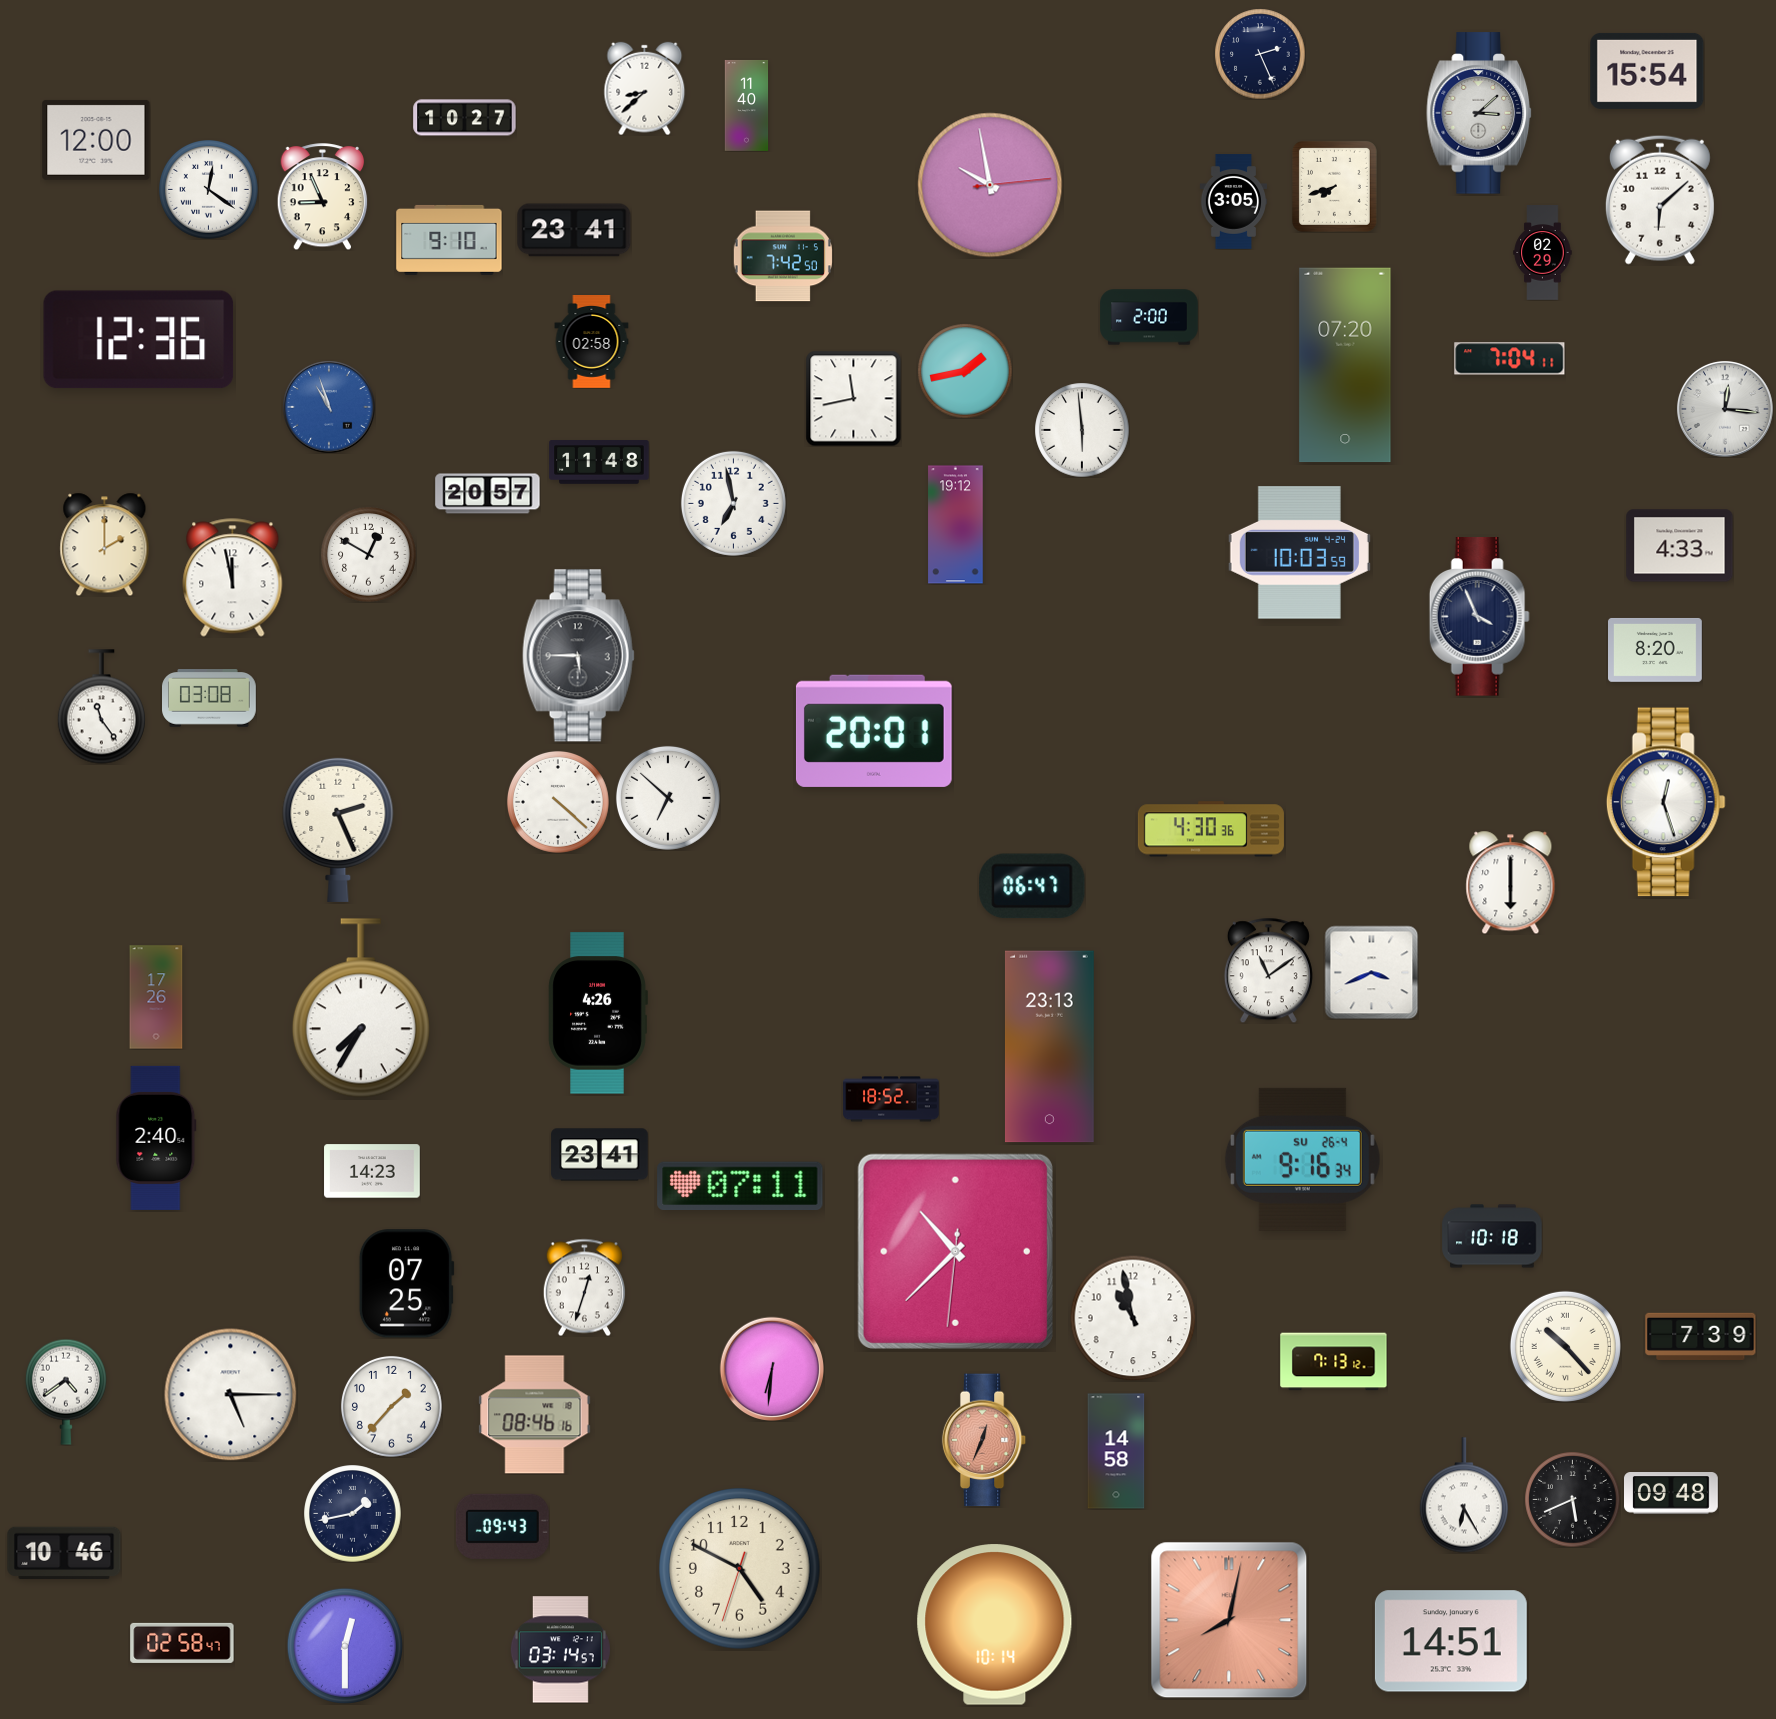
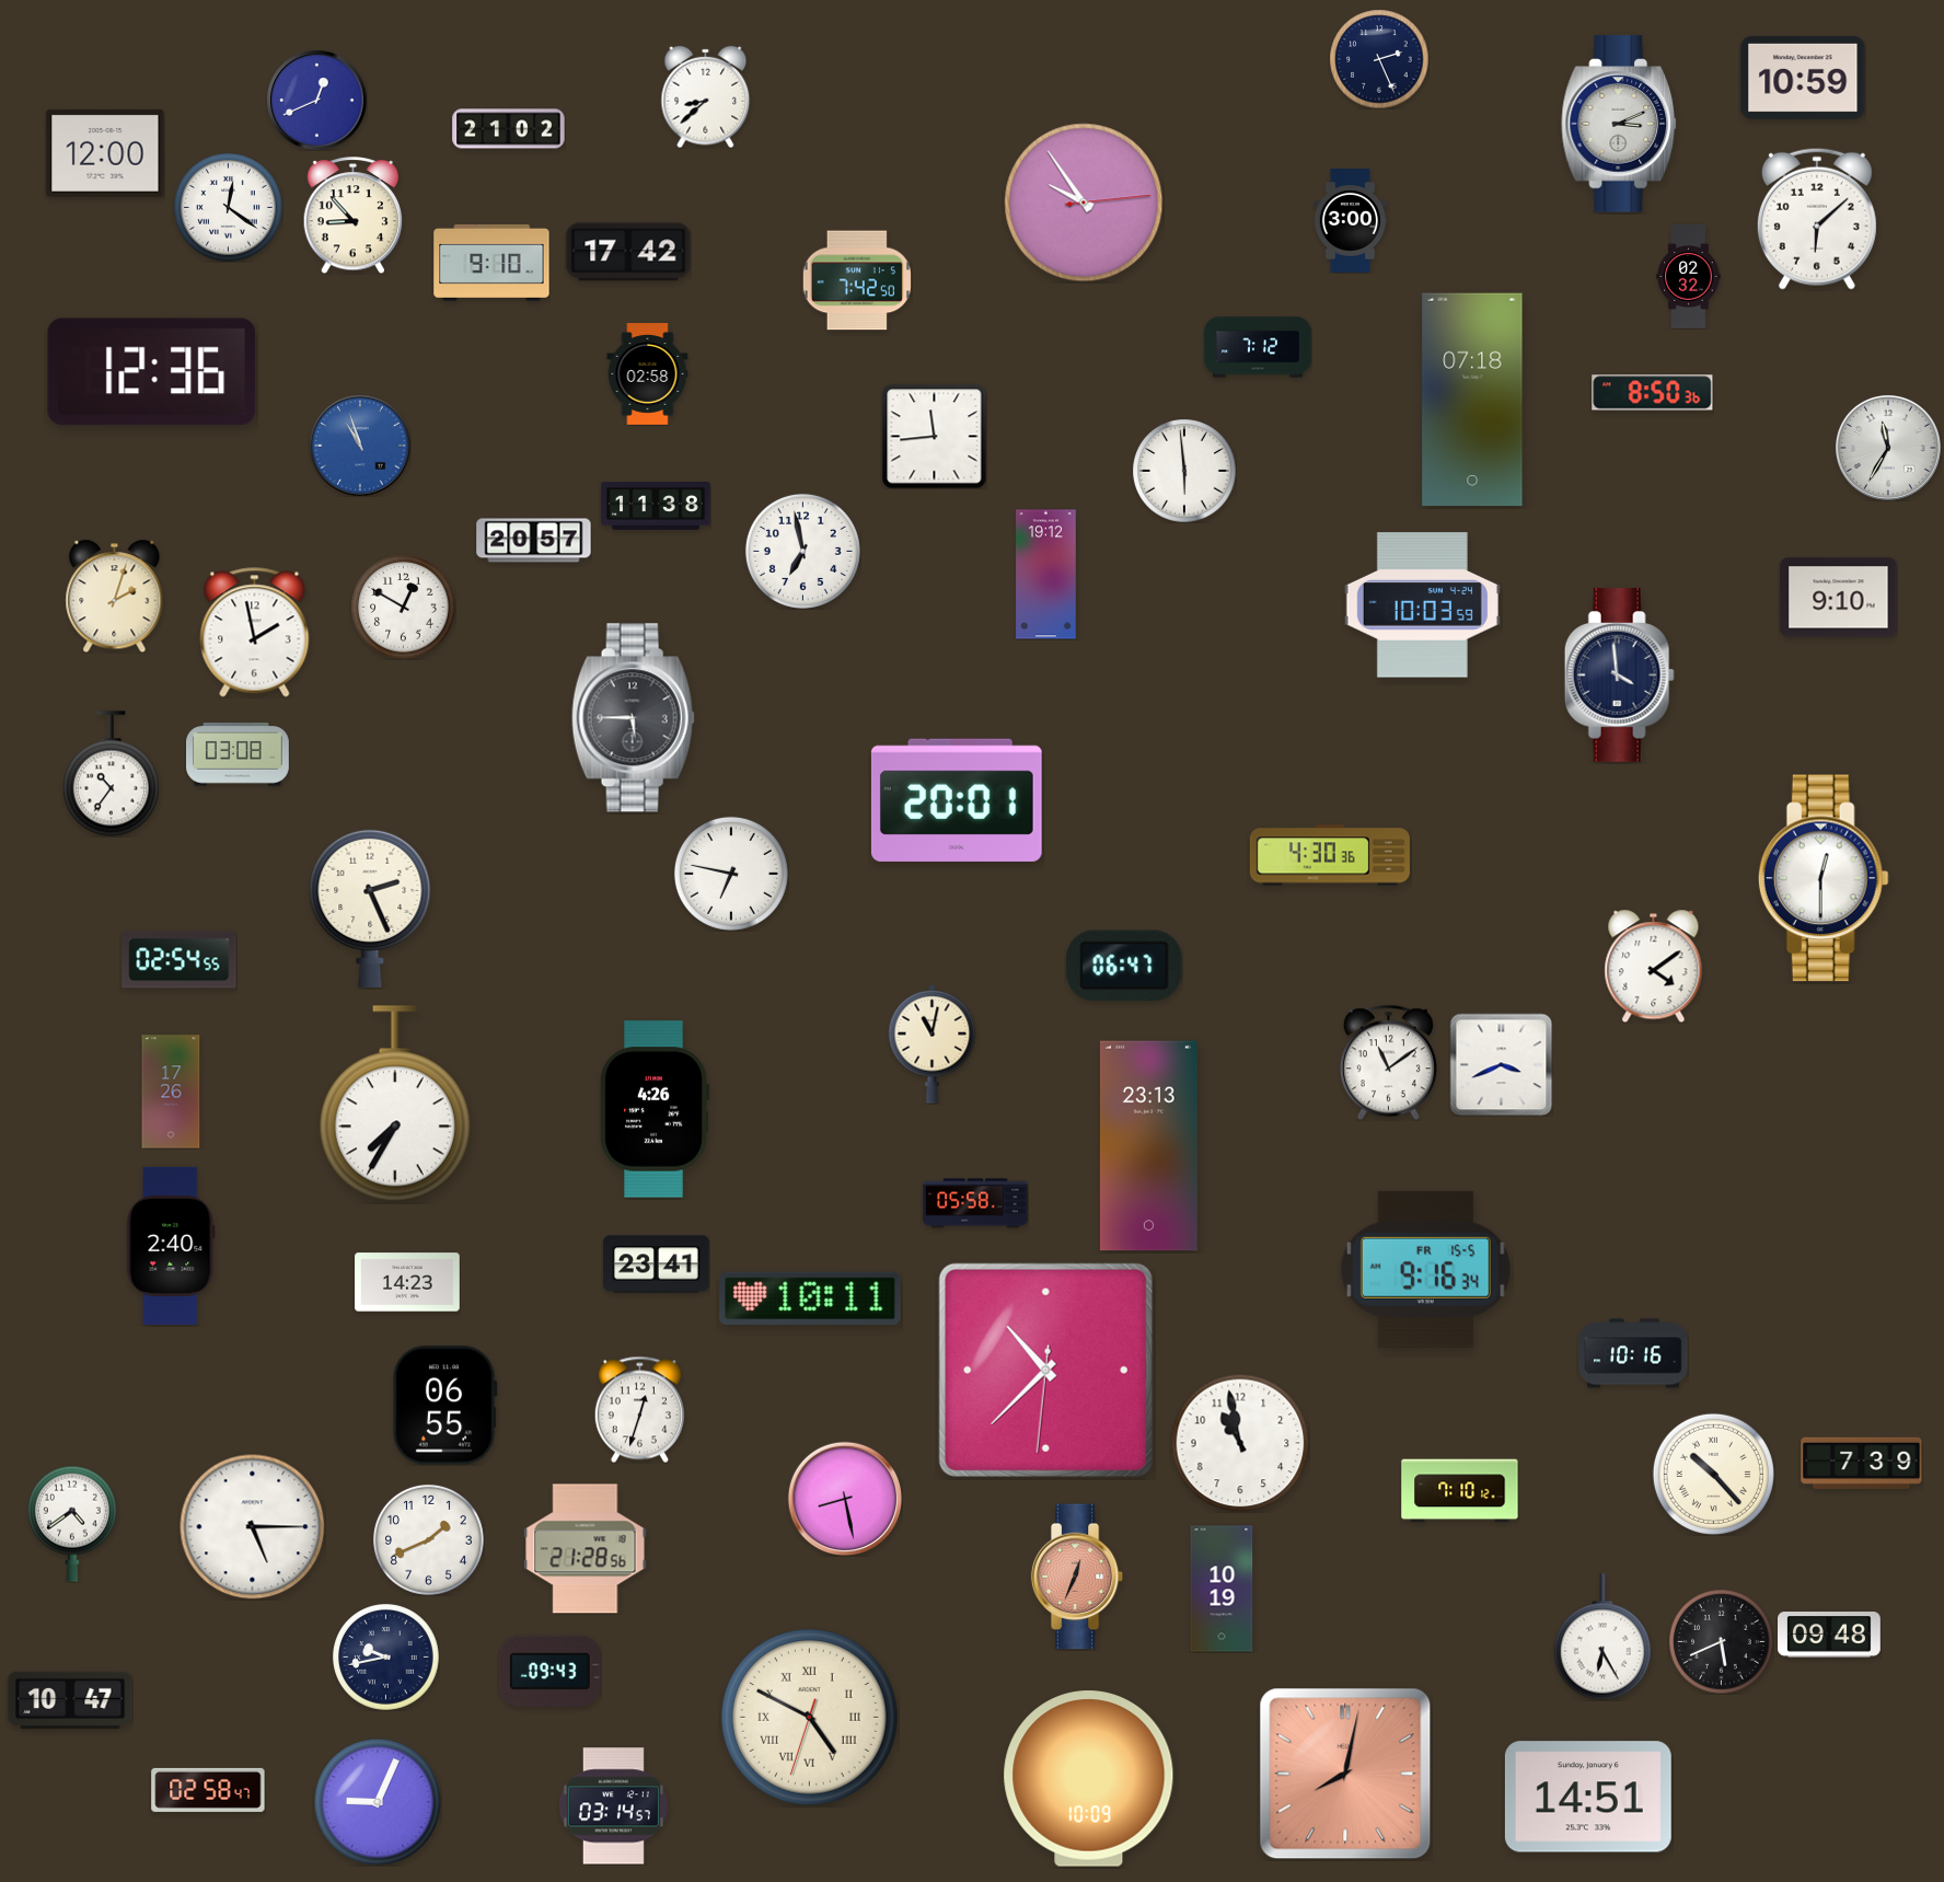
clock at (1647, 71): 15:54 -> 10:59
clock at (316, 100): none -> 12:41
clock at (747, 105): 11:40 -> none
clock at (1480, 113): 3:08 -> 3:11
clock at (465, 118): 10:27 -> 21:02
clock at (990, 185): 9:58 -> 9:54
clock at (1334, 186): 7:42 -> none
clock at (323, 197): 8:56 -> 8:53
clock at (1233, 202): 3:05 -> 3:00
clock at (574, 230): 23:41 -> 17:42
clock at (1543, 253): 02:29 -> 02:32
clock at (1149, 317): 2:00 -> 7:12
clock at (1510, 359): 7:04 -> 8:50
clock at (1345, 365): 07:20 -> 07:18
clock at (965, 371): 1:43 -> none
clock at (853, 398): 11:43 -> 11:44
clock at (1725, 409): 12:16 -> 11:35
clock at (599, 462): 11:48 -> 11:38
clock at (105, 544): 2:00 -> 2:03
clock at (1680, 546): 4:33 -> 9:10
clock at (233, 578): 11:58 -> 1:58
clock at (1479, 617): 3:56 -> 3:59
clock at (1656, 650): 8:20 -> none
clock at (210, 699) position: (210, 699) -> (239, 755)
clock at (101, 707): 11:24 -> 10:36
clock at (668, 798): 6:52 -> 6:47
clock at (558, 802): 4:22 -> none
clock at (1666, 802): 12:27 -> 12:30
clock at (1211, 829) position: (1211, 829) -> (1330, 855)
clock at (180, 960): none -> 02:54
clock at (1511, 882): 6:00 -> 4:09
clock at (1032, 886) position: (1032, 886) -> (1124, 966)
clock at (933, 1043): none -> 11:02
clock at (891, 1099): 18:52 -> 05:58
clock at (1302, 1159) date: SU 26-4 -> FR 15-5
clock at (740, 1186): 07:11 -> 10:11
clock at (1492, 1236): 10:18 -> 10:16
clock at (406, 1284): 07:25 -> 06:55
clock at (1334, 1362): 7:13 -> 7:10
clock at (771, 1368): 6:31 -> 8:28
clock at (391, 1406): 1:37 -> 1:41
clock at (535, 1415): 08:46 -> 21:28
clock at (1116, 1451): 14:58 -> 10:19
clock at (353, 1514): 1:43 -> 9:43
clock at (64, 1553): 10:46 -> 10:47
clock at (740, 1569) numerals: Arabic -> Roman
clock at (995, 1625): 10:14 -> 10:09
clock at (182, 1643) position: (182, 1643) -> (208, 1790)
clock at (344, 1645): 12:30 -> 9:04
